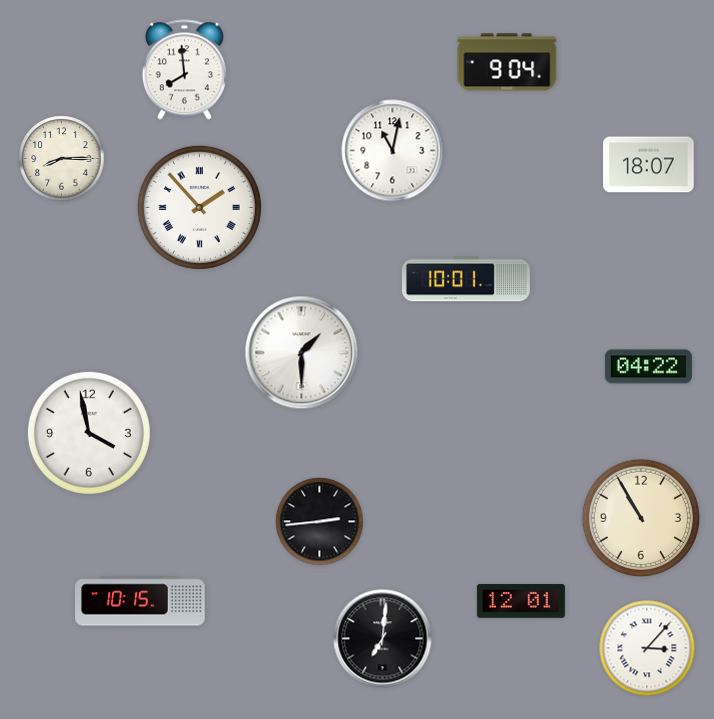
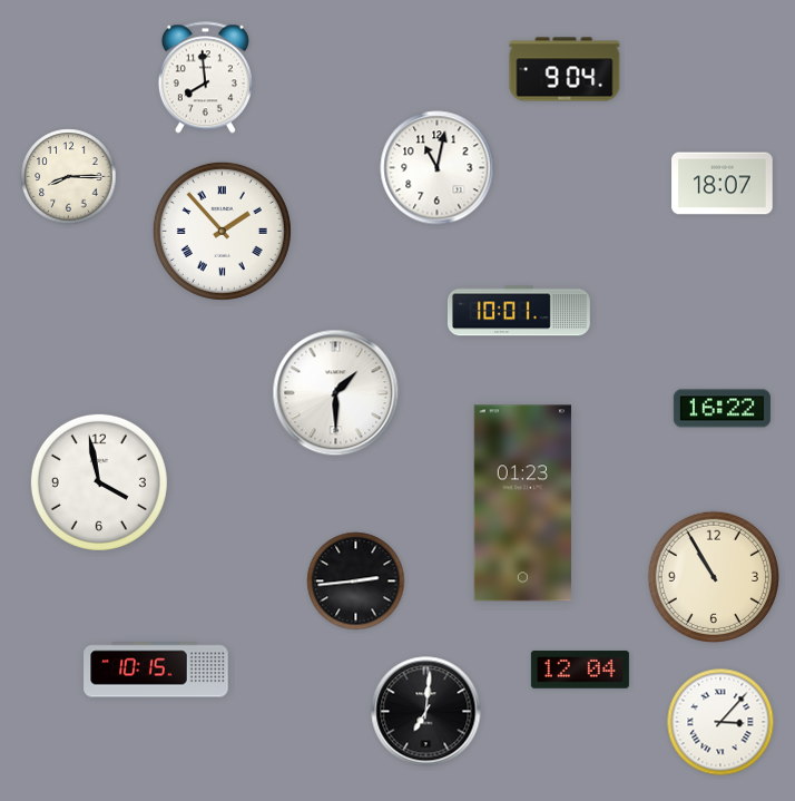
clock at (648, 367): 04:22 -> 16:22
clock at (522, 504): none -> 01:23
clock at (521, 601): 12:01 -> 12:04
